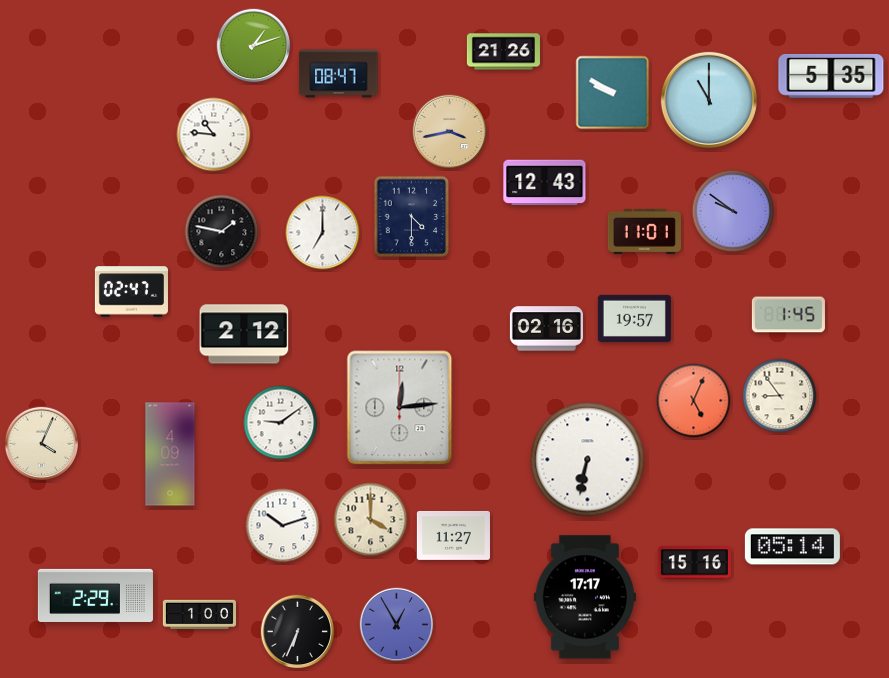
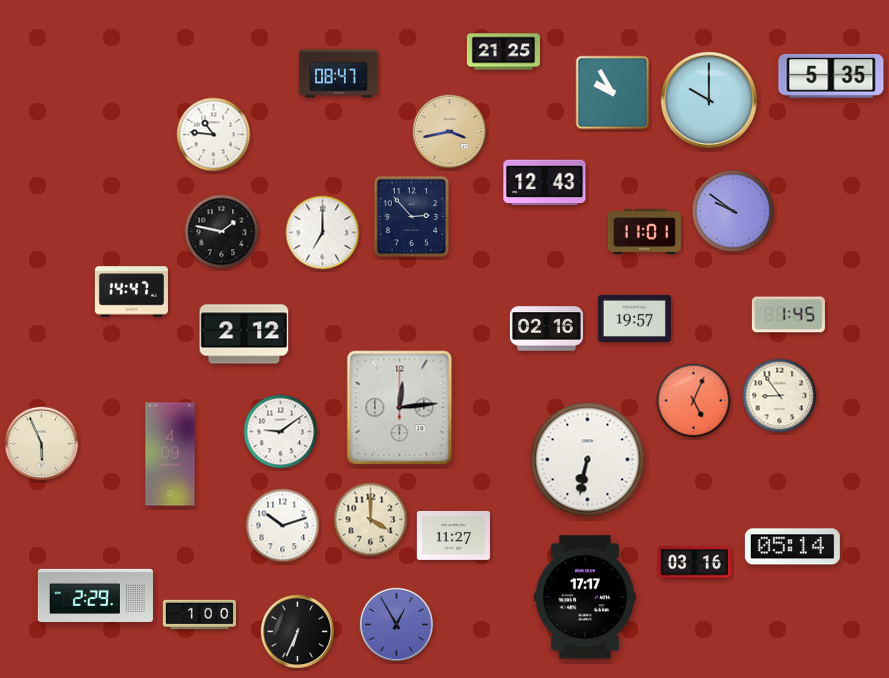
clock at (254, 46): 1:12 -> none
clock at (503, 52): 21:26 -> 21:25
clock at (613, 93): 9:50 -> 9:55
clock at (709, 100): 11:00 -> 10:00
clock at (412, 217): 4:30 -> 2:53
clock at (131, 292): 02:47 -> 14:47
clock at (281, 423) position: (281, 423) -> (281, 432)
clock at (42, 444): 4:04 -> 5:56
clock at (694, 563): 15:16 -> 03:16
